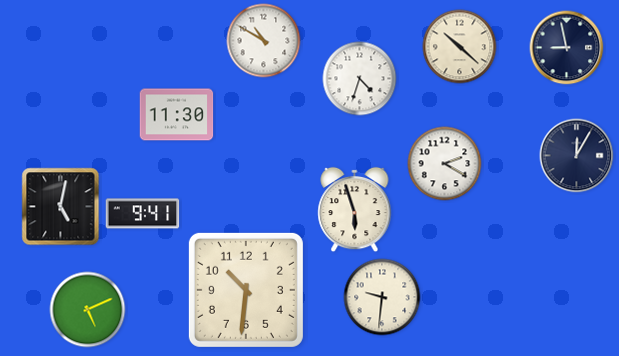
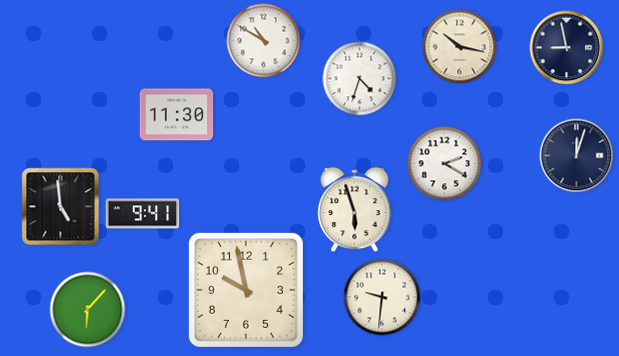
clock at (460, 47): 10:22 -> 10:17
clock at (577, 156): 12:05 -> 12:03
clock at (61, 207): 5:02 -> 4:59
clock at (246, 290): 10:31 -> 9:58
clock at (88, 310): 5:11 -> 6:07
